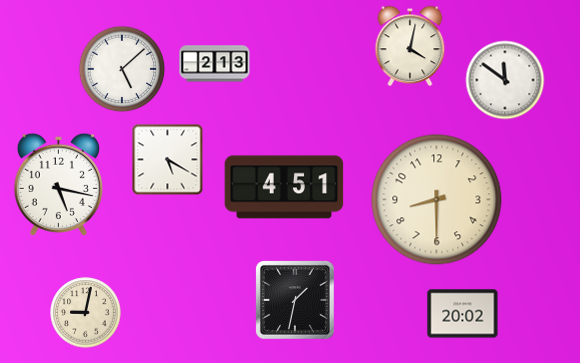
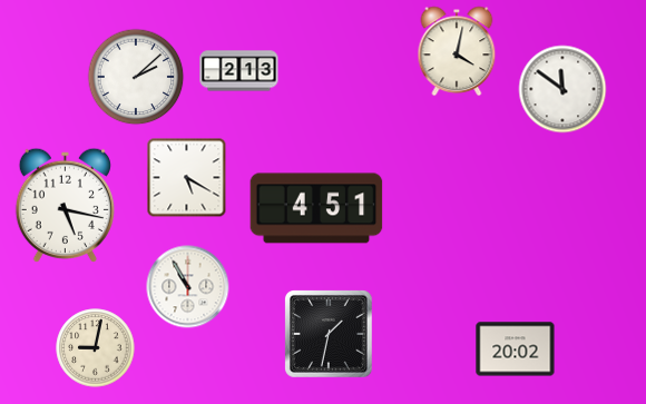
clock at (122, 69): 5:08 -> 2:08
clock at (437, 200): 8:30 -> none
clock at (188, 287): none -> 10:55
